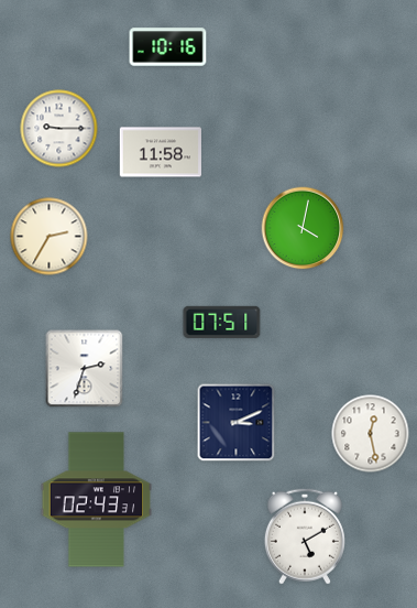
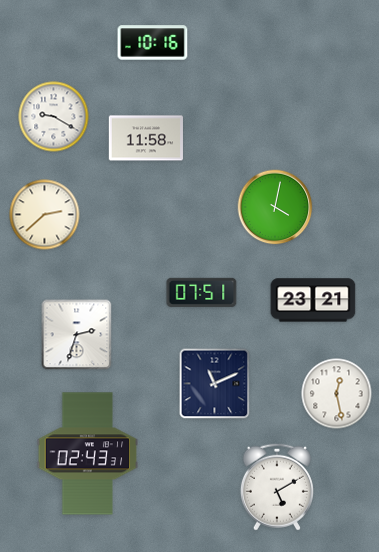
clock at (59, 129): 9:15 -> 9:20
clock at (50, 237): 2:35 -> 2:38
clock at (313, 300): none -> 23:21
clock at (237, 423): 3:11 -> 11:11
